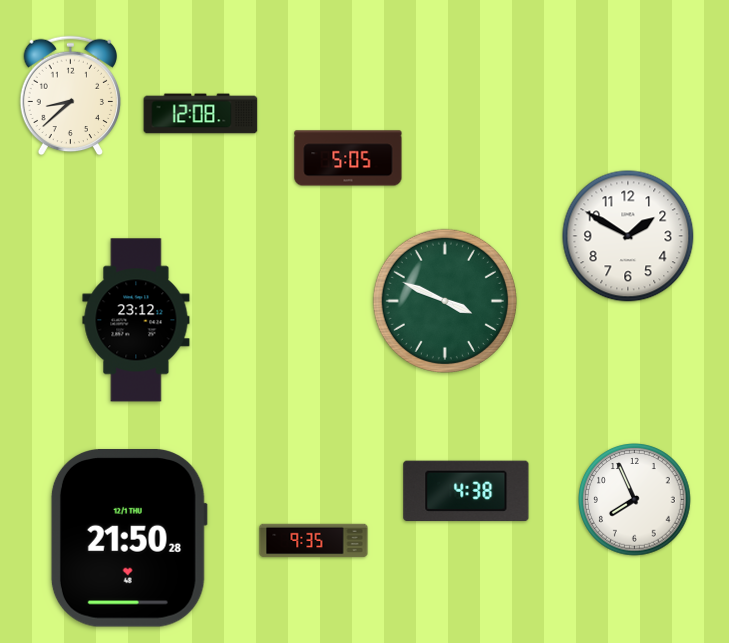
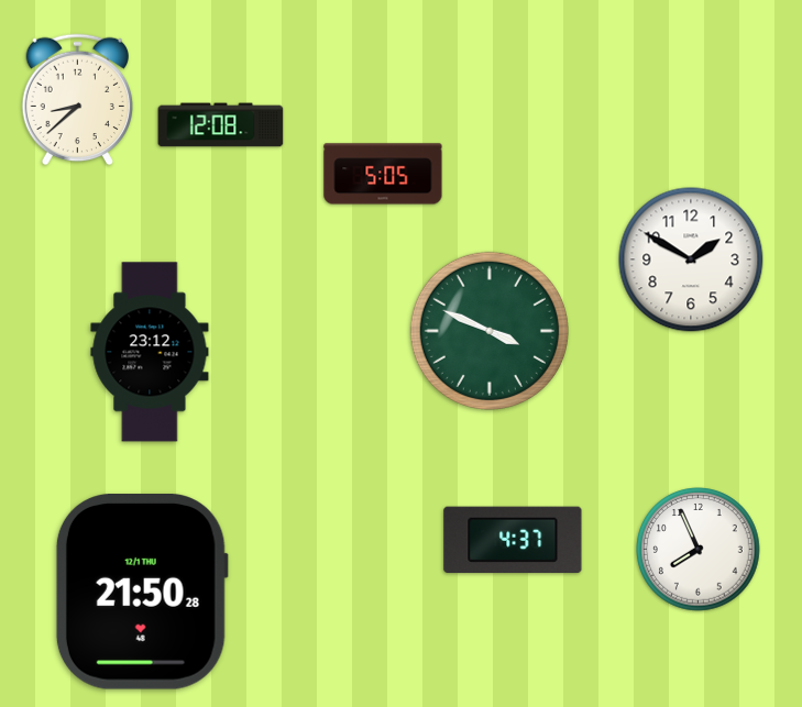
clock at (71, 96) position: (71, 96) -> (78, 100)
clock at (466, 491): 4:38 -> 4:37
clock at (314, 541): 9:35 -> none
